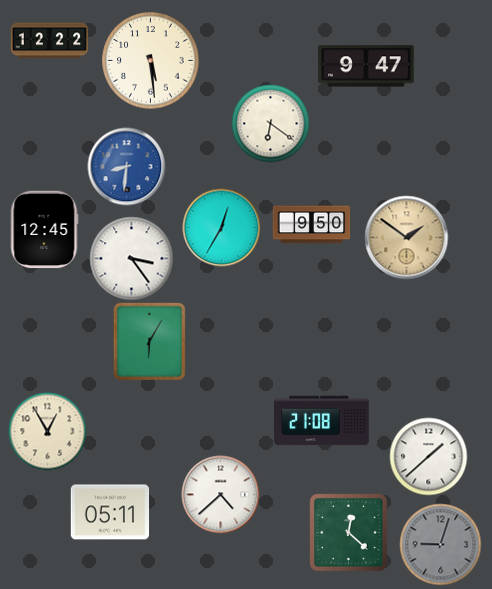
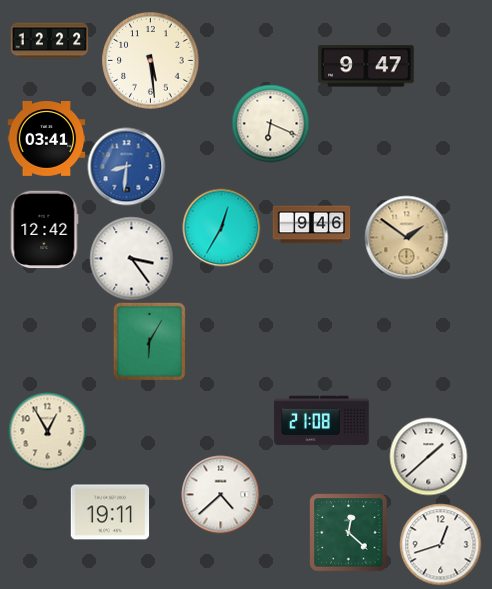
clock at (270, 123): 6:21 -> 6:19
clock at (46, 139): none -> 03:41
clock at (311, 225): 9:50 -> 9:46
clock at (44, 229): 12:45 -> 12:42
clock at (110, 512): 05:11 -> 19:11
clock at (440, 544): 9:03 -> 12:42
clock at (440, 544) dial: grey -> white
